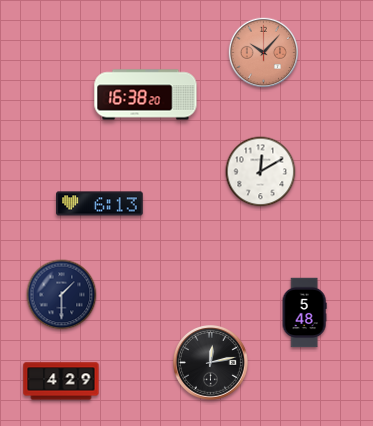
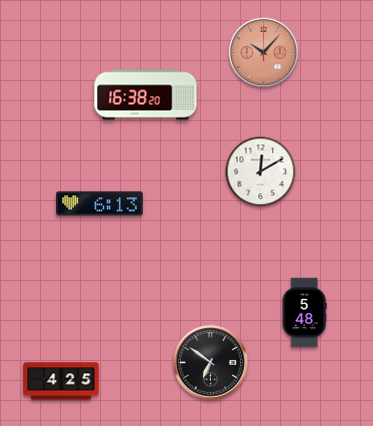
clock at (62, 295): 1:30 -> none
clock at (211, 363): 12:13 -> 6:51
clock at (61, 381): 4:29 -> 4:25
